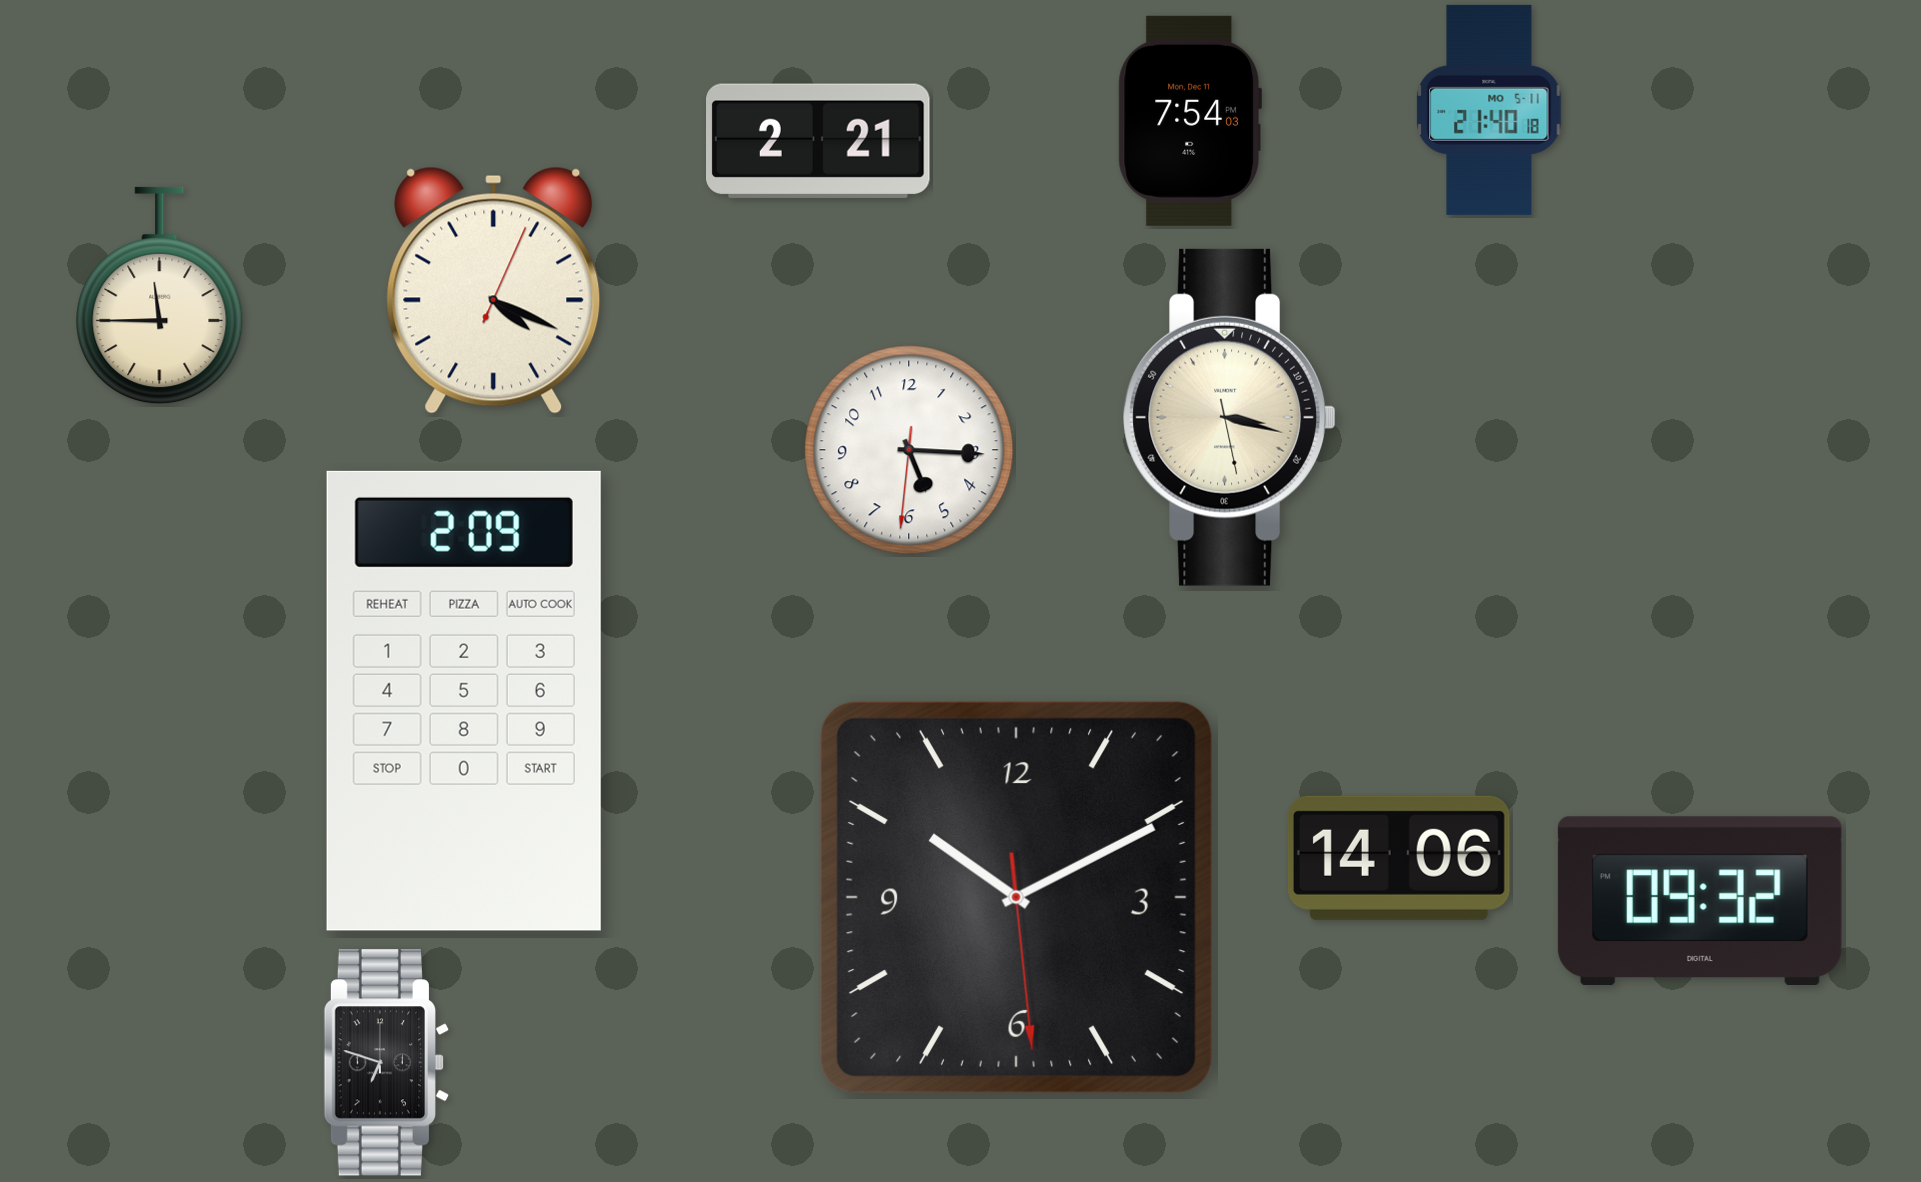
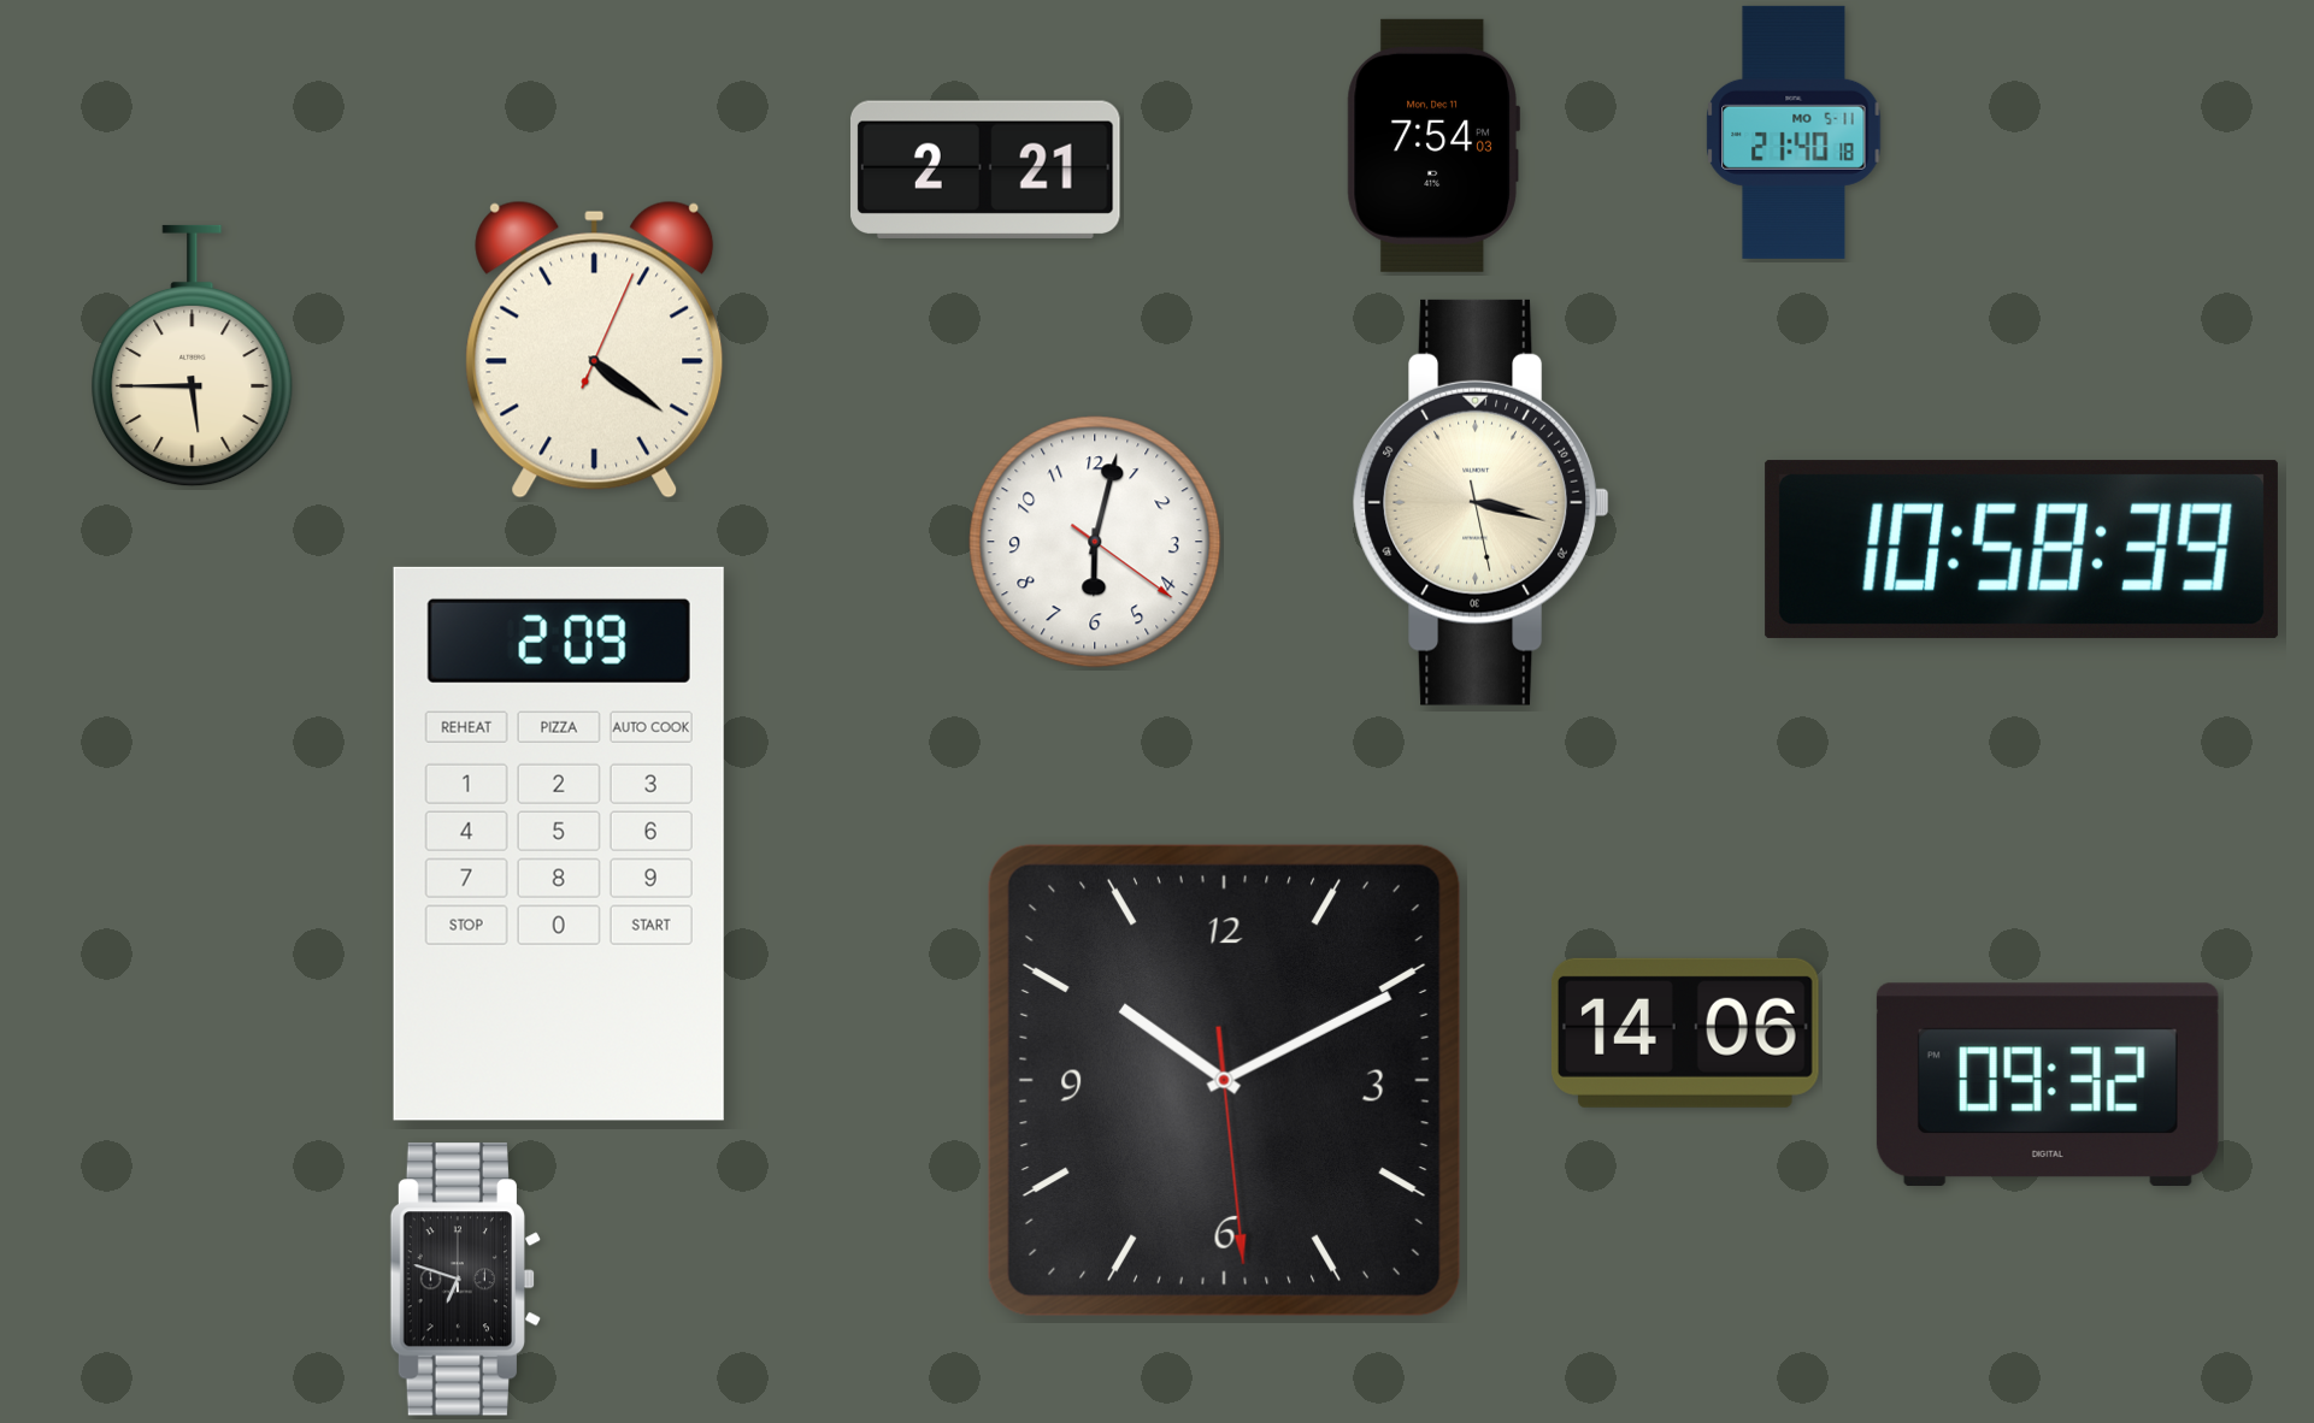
clock at (494, 290): 4:19 -> 4:21
clock at (160, 296): 11:45 -> 5:45
clock at (909, 450): 5:15 -> 6:02
clock at (2021, 549): none -> 10:58
